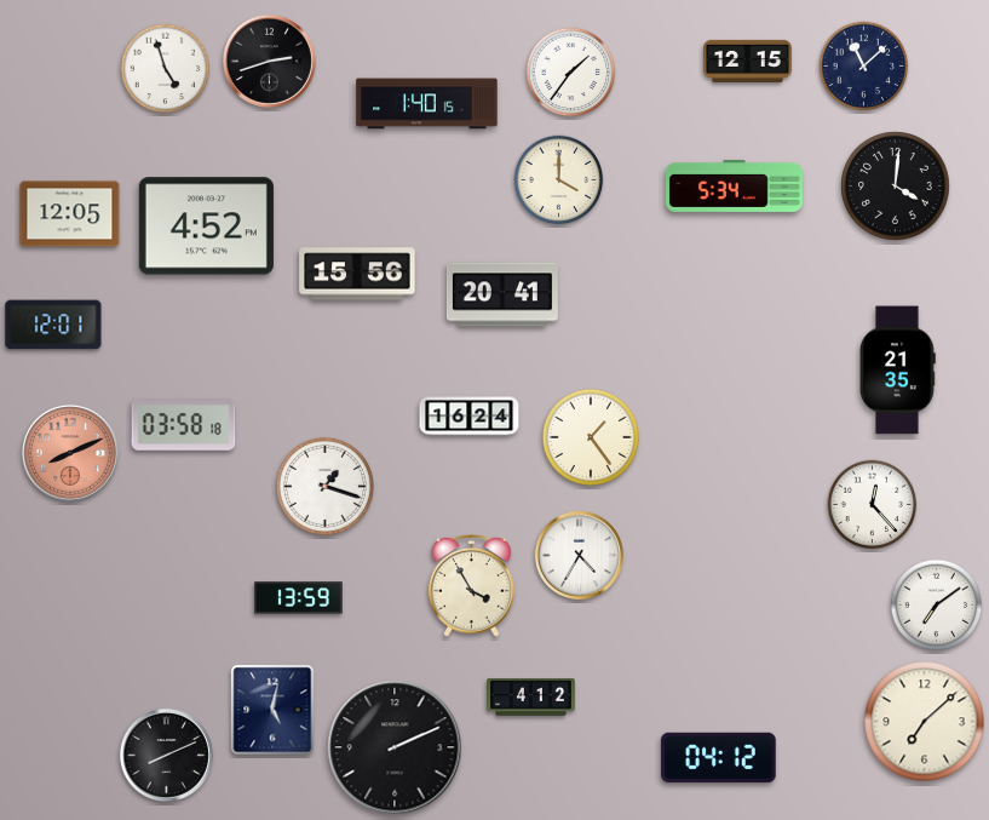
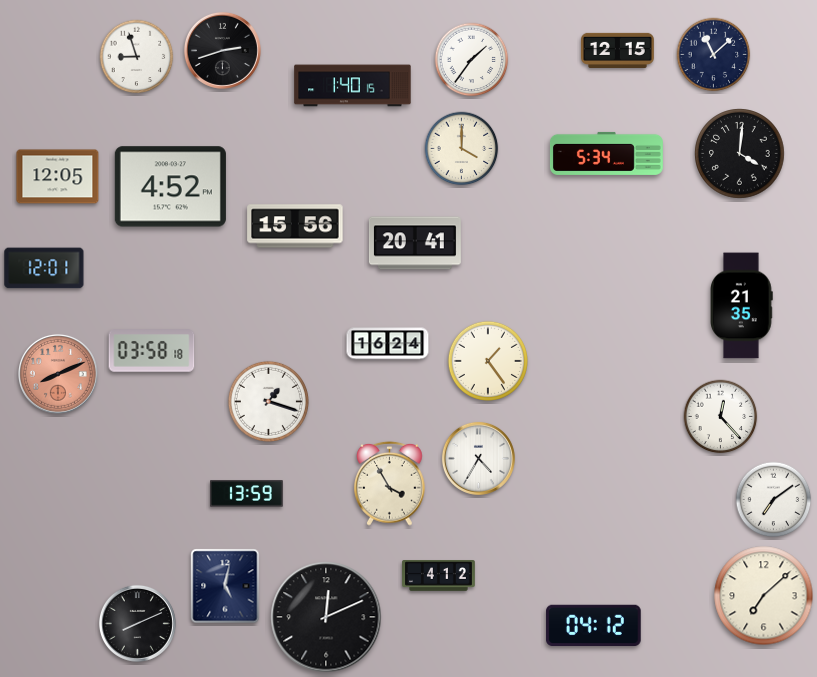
clock at (166, 69): 4:57 -> 8:57
clock at (395, 747): 2:11 -> 12:11
